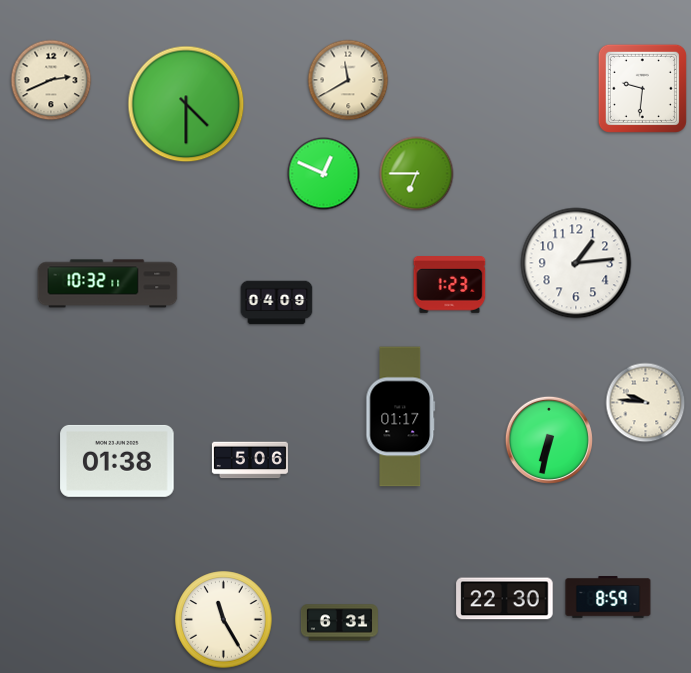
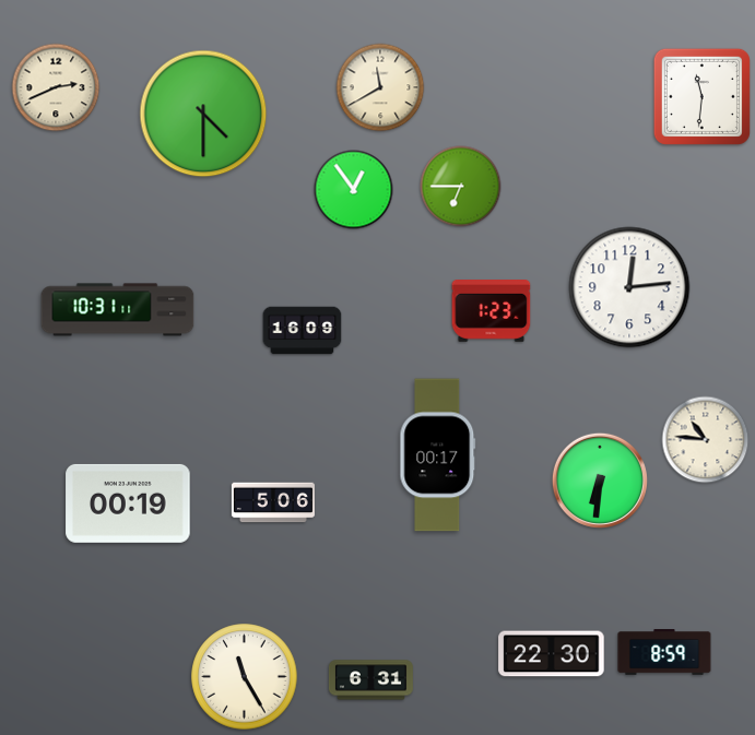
clock at (642, 88): 9:31 -> 11:31
clock at (324, 174): 12:49 -> 12:54
clock at (417, 174) position: (417, 174) -> (461, 187)
clock at (576, 263): 1:14 -> 12:14
clock at (108, 284): 10:32 -> 10:31
clock at (277, 303): 04:09 -> 16:09
clock at (646, 403): 9:46 -> 10:46
clock at (401, 417): 01:17 -> 00:17
clock at (549, 440): 6:32 -> 6:31
clock at (117, 461): 01:38 -> 00:19
